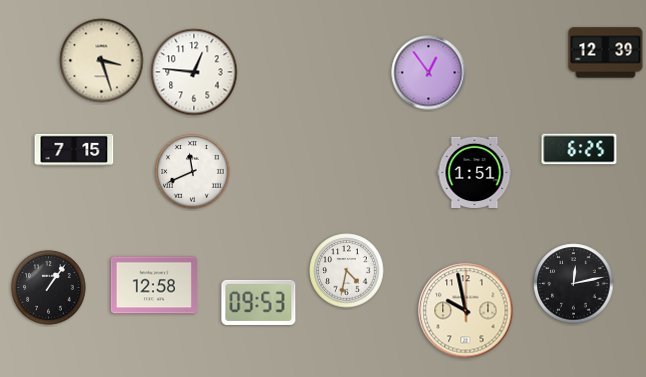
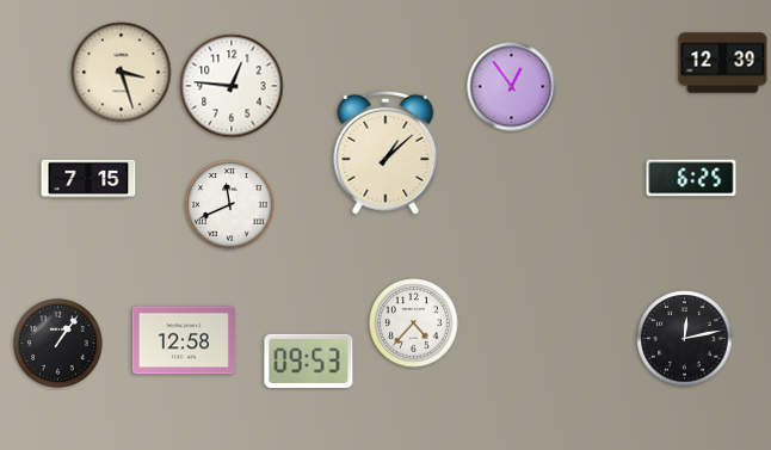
clock at (385, 153): none -> 1:08
clock at (475, 172): 1:51 -> none
clock at (347, 271): 4:32 -> 4:37
clock at (466, 311): 9:58 -> none
